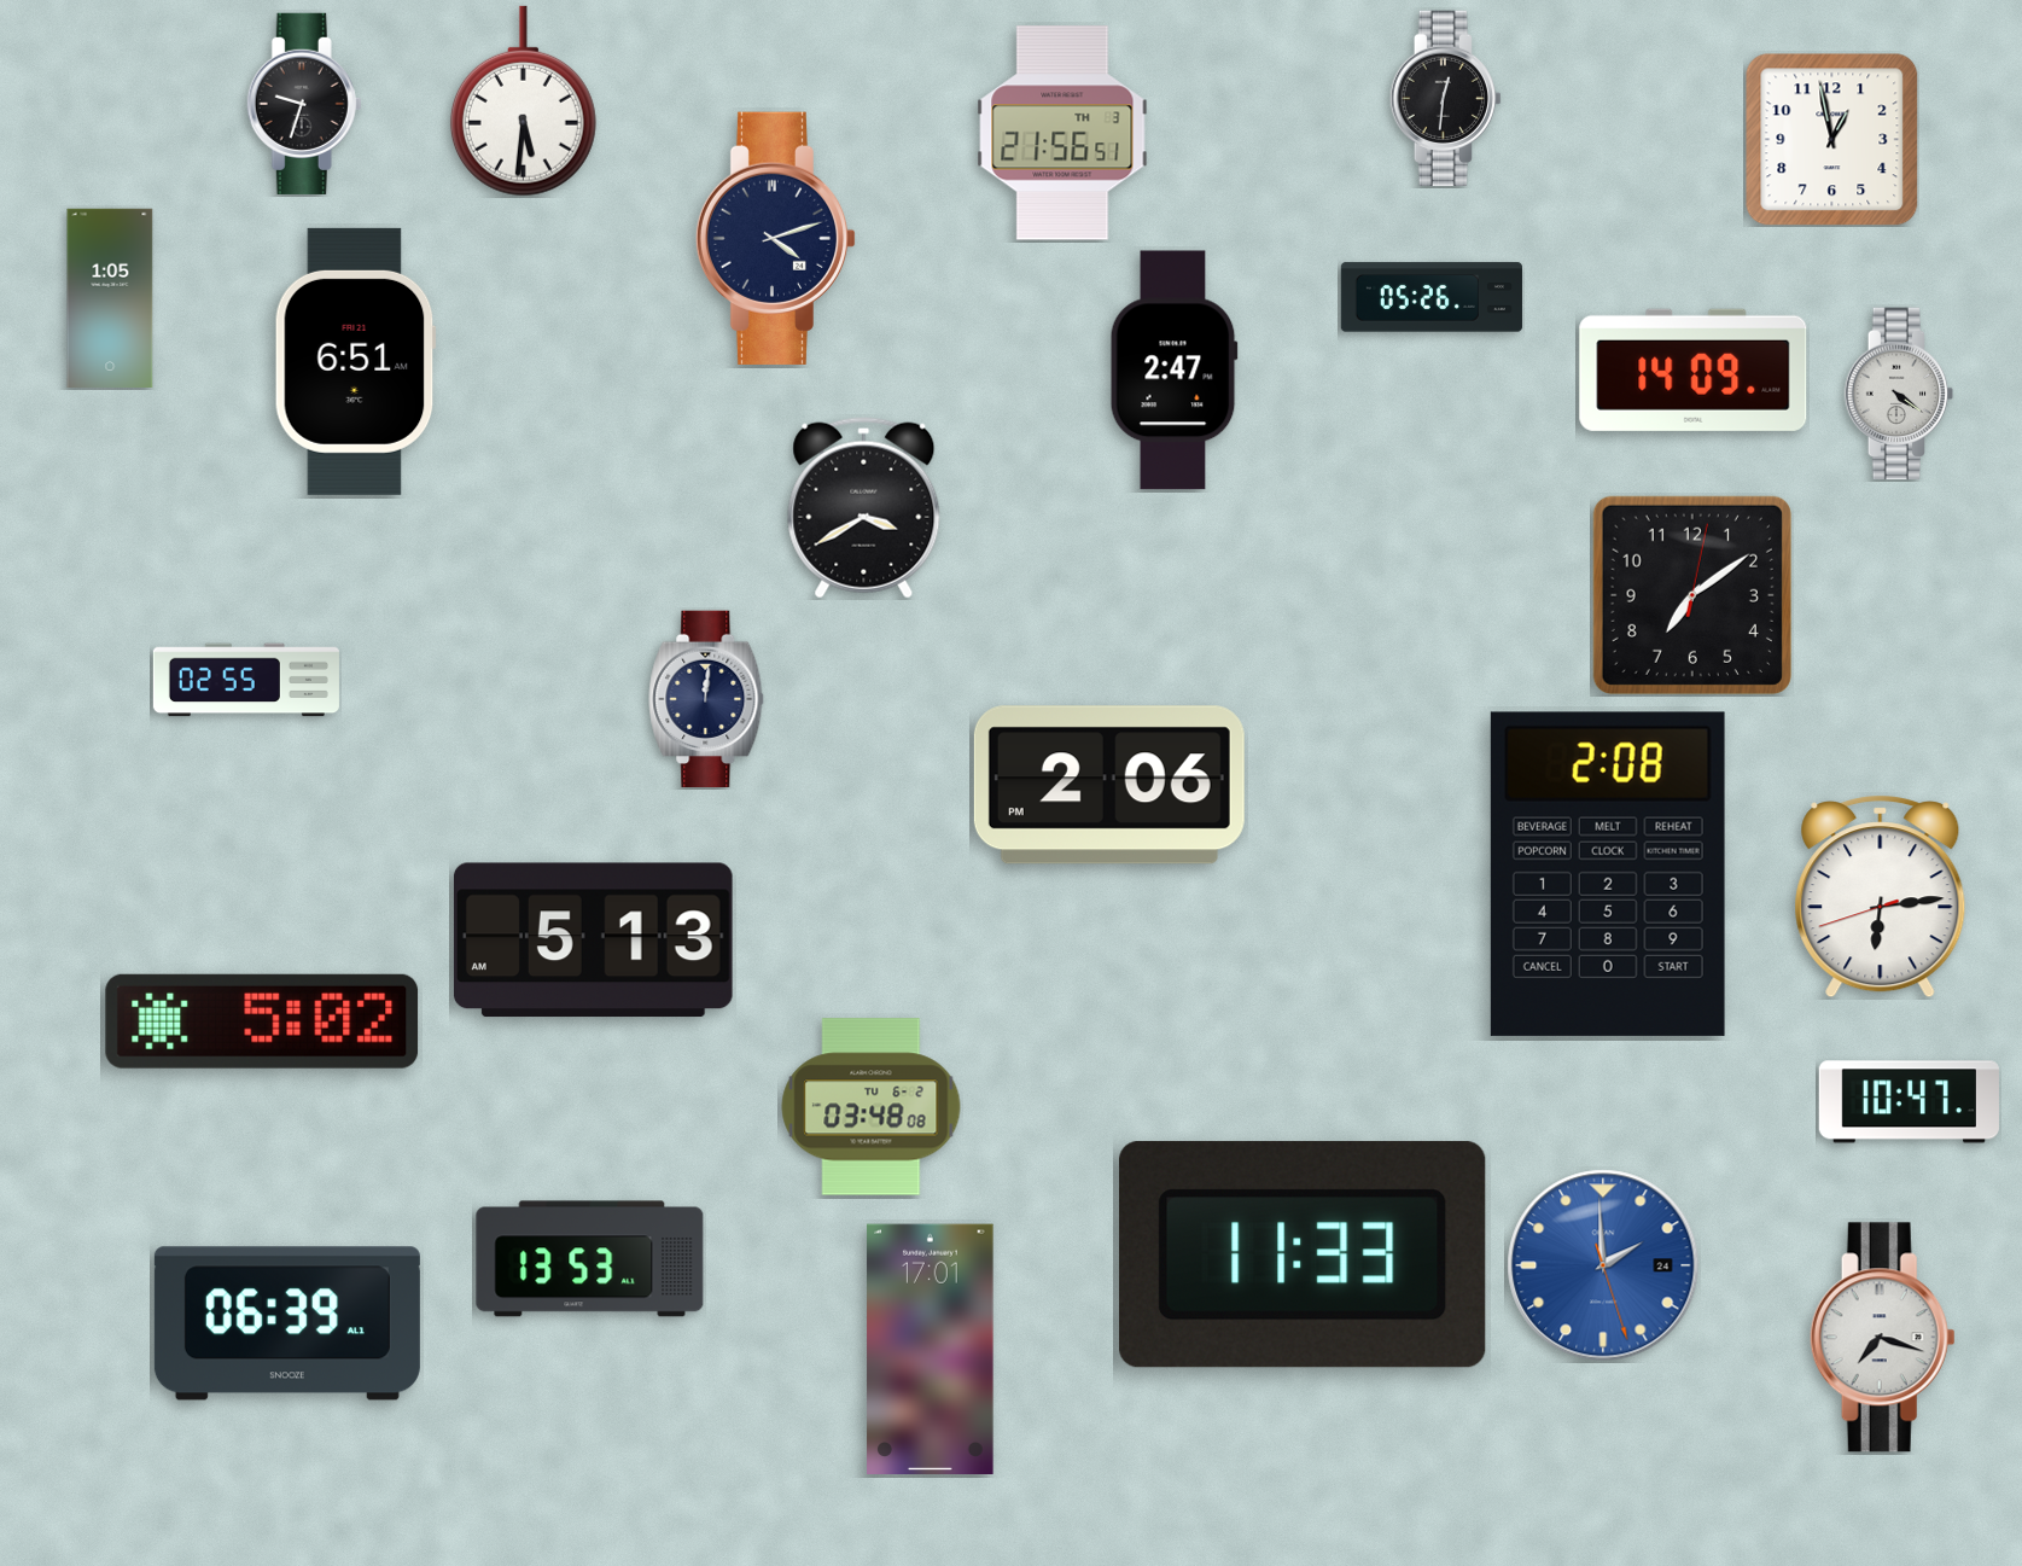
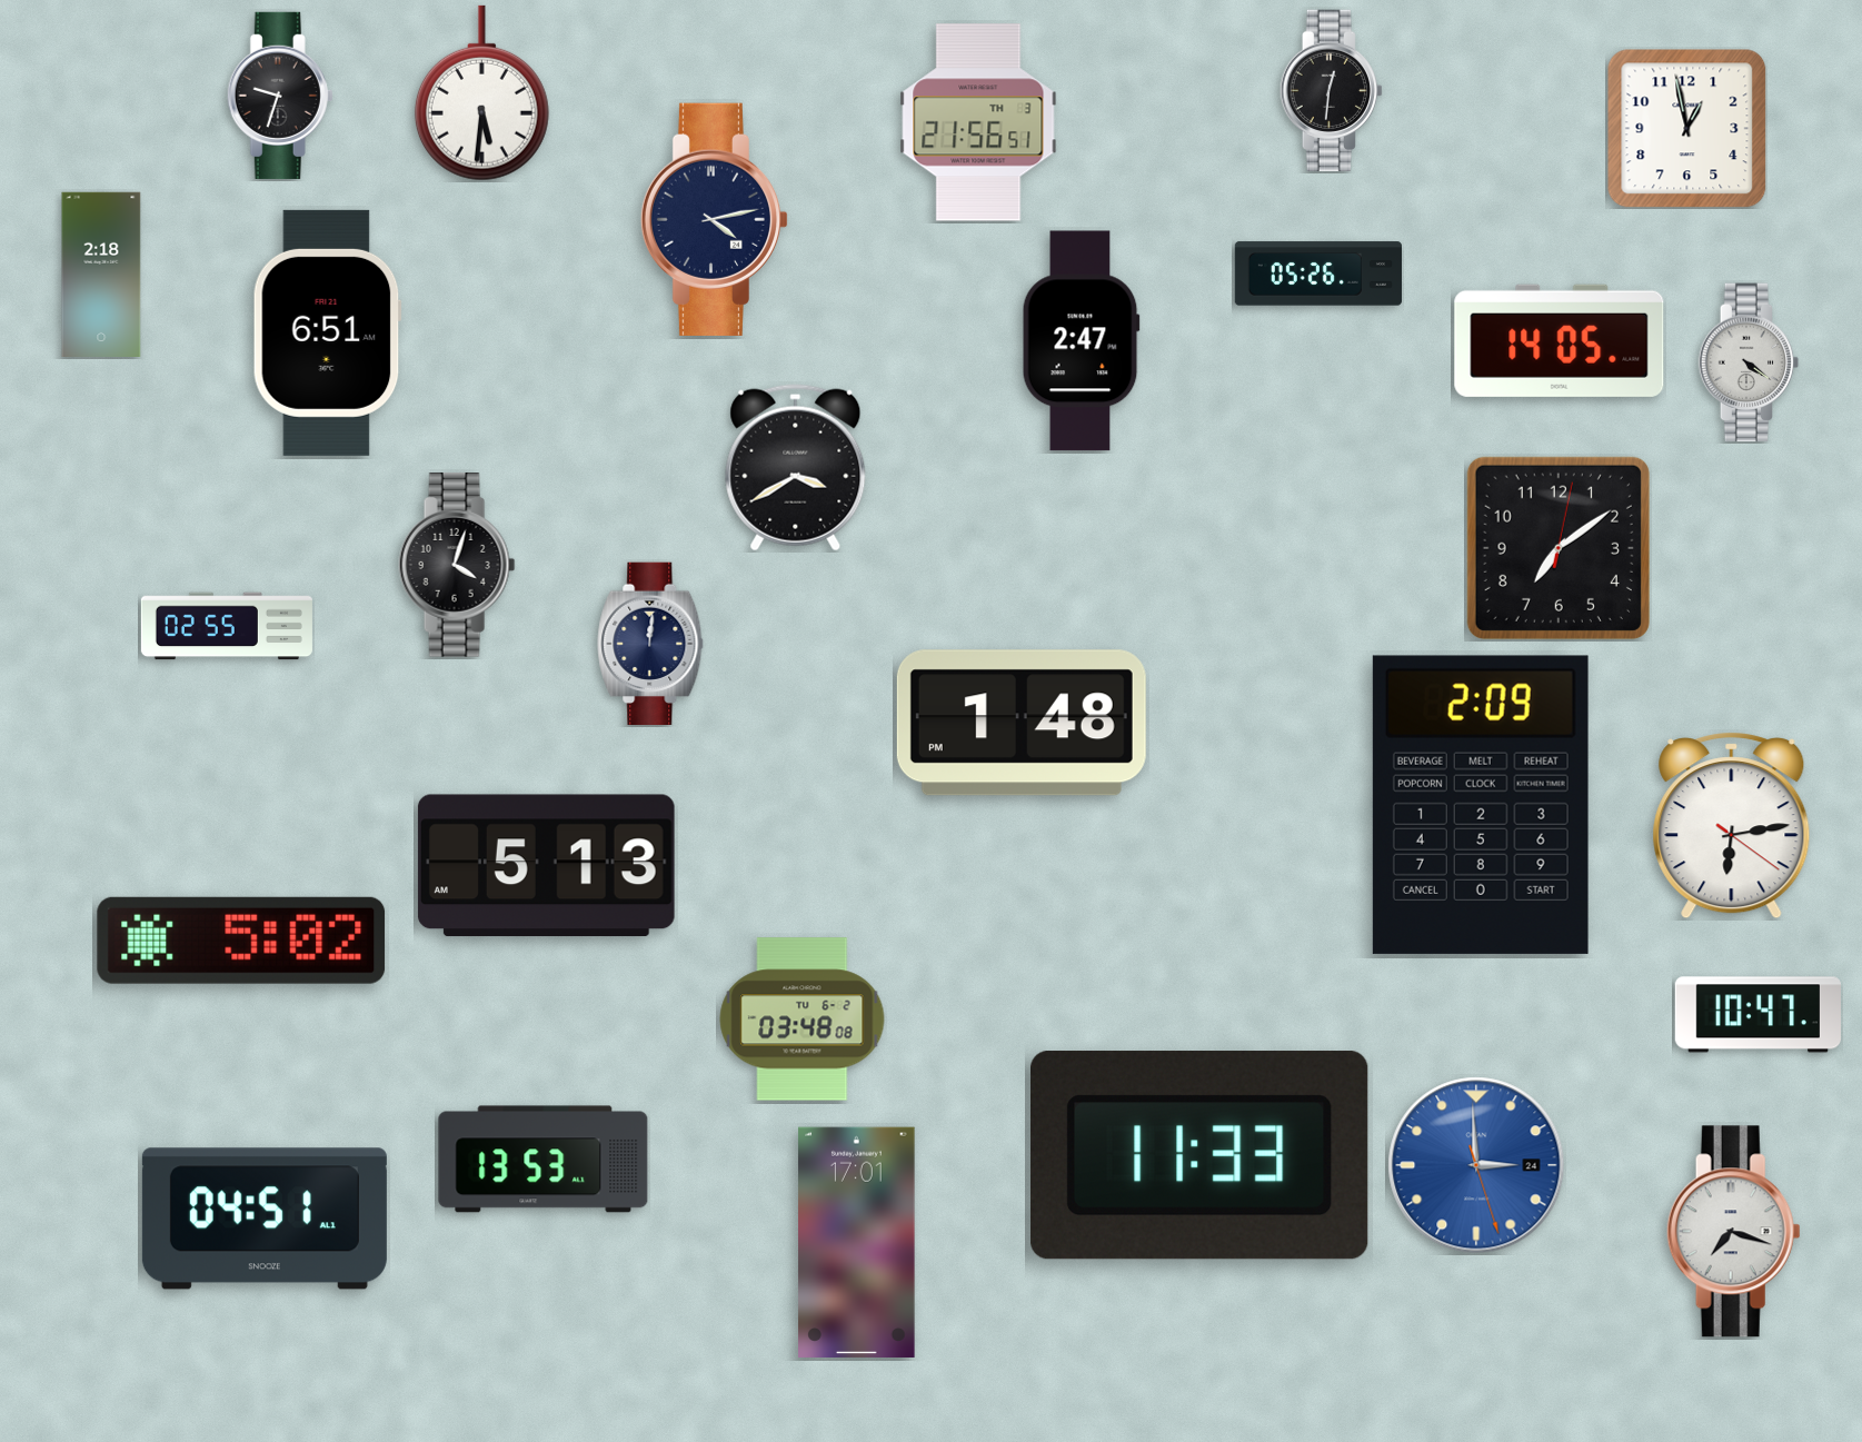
clock at (776, 238): 4:12 -> 4:13
clock at (110, 297): 1:05 -> 2:18
clock at (1694, 369): 14:09 -> 14:05
clock at (457, 566): none -> 4:03
clock at (1109, 785): 2:06 -> 1:48
clock at (1608, 874): 2:08 -> 2:09
clock at (1881, 897): 6:13:42 -> 6:13:21
clock at (1603, 1265): 1:59 -> 2:59
clock at (287, 1323): 06:39 -> 04:51
